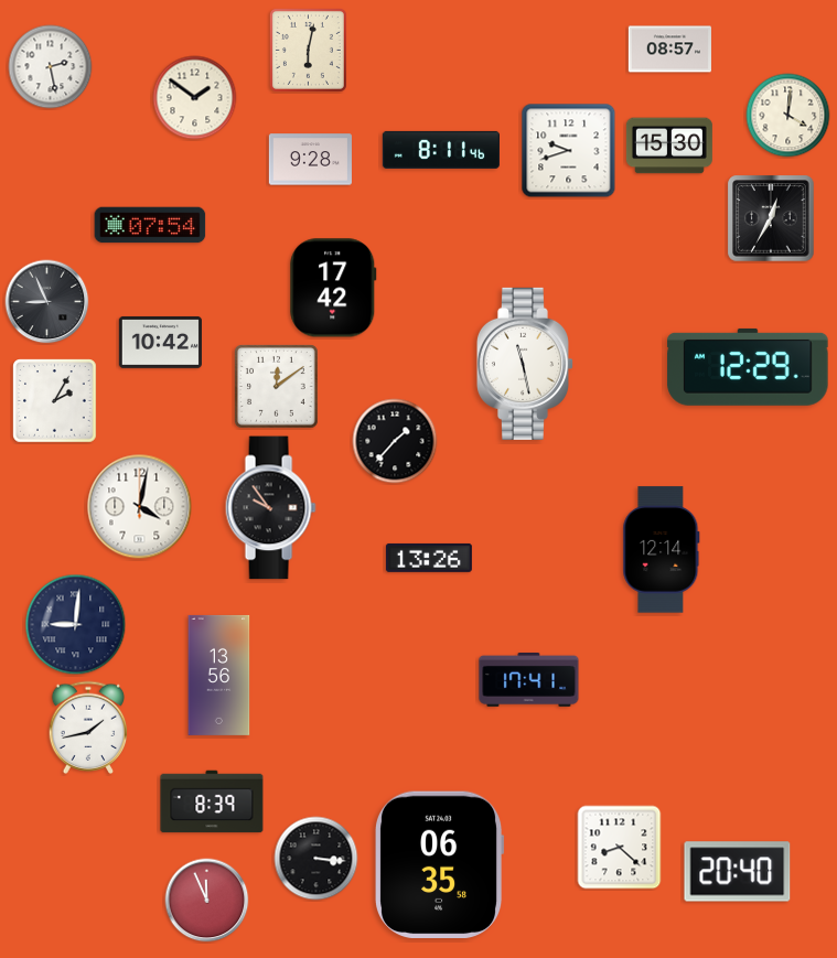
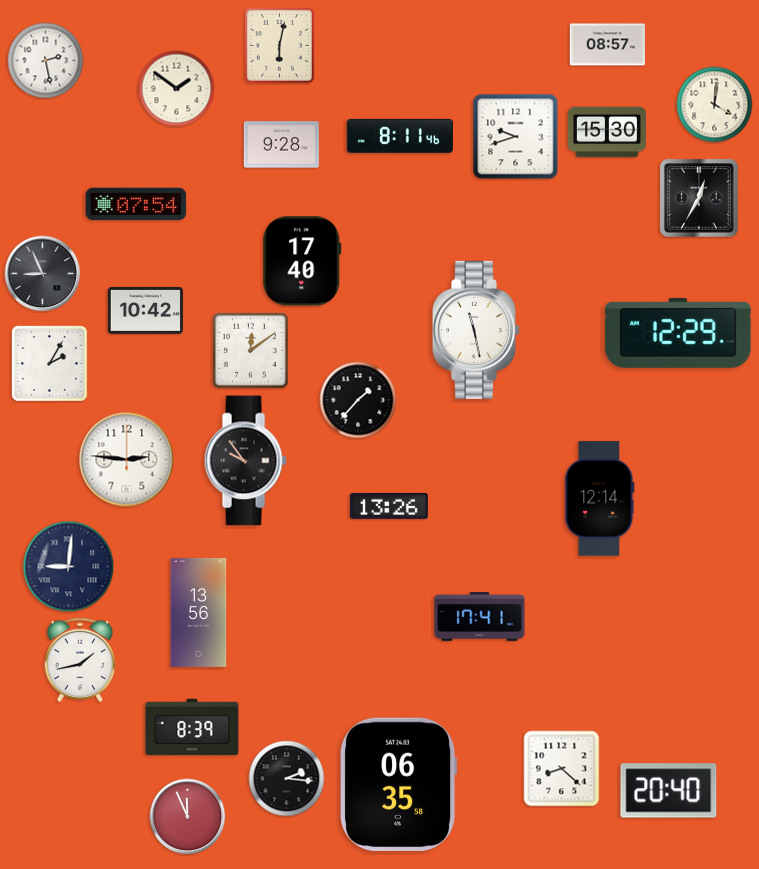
clock at (333, 288): 17:42 -> 17:40
clock at (140, 507): 4:02 -> 2:46
clock at (316, 859): 3:16 -> 2:16
